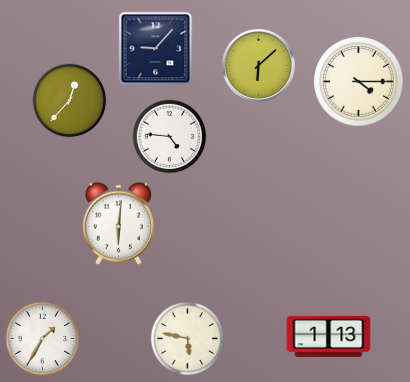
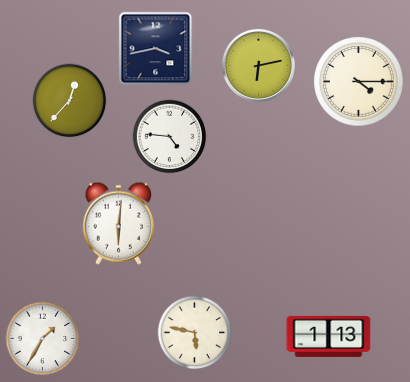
clock at (156, 49): 9:07 -> 3:43
clock at (258, 65): 6:08 -> 6:13
clock at (188, 339) position: (188, 339) -> (195, 333)
